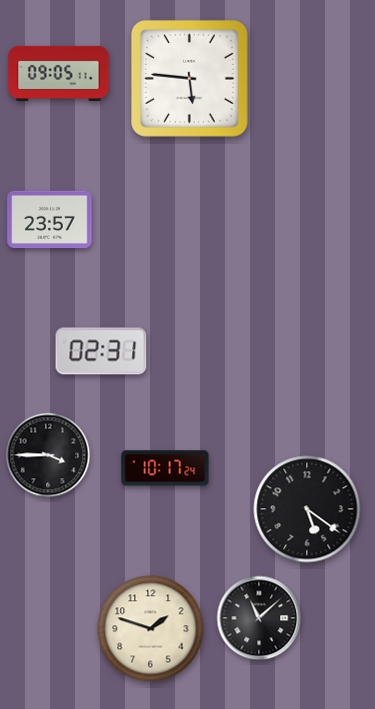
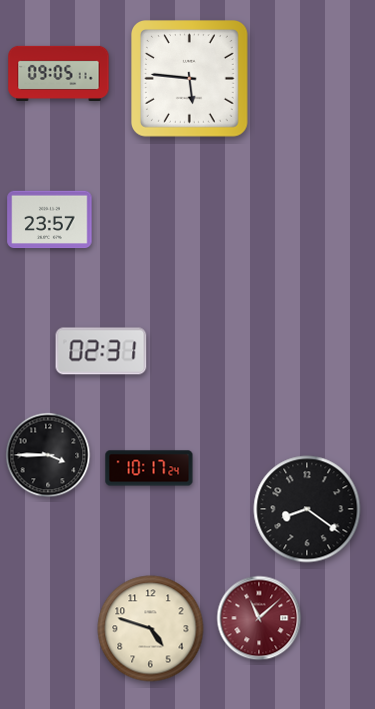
clock at (165, 468) position: (165, 468) -> (149, 468)
clock at (307, 509): 5:21 -> 8:21
clock at (259, 618) dial: black -> burgundy
clock at (151, 629): 1:48 -> 4:48
